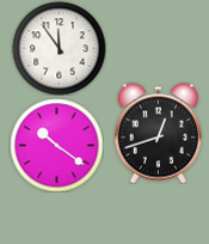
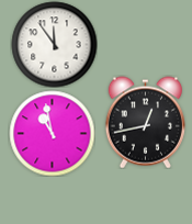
clock at (158, 133): 12:42 -> 12:43
clock at (56, 145): 10:21 -> 10:58
